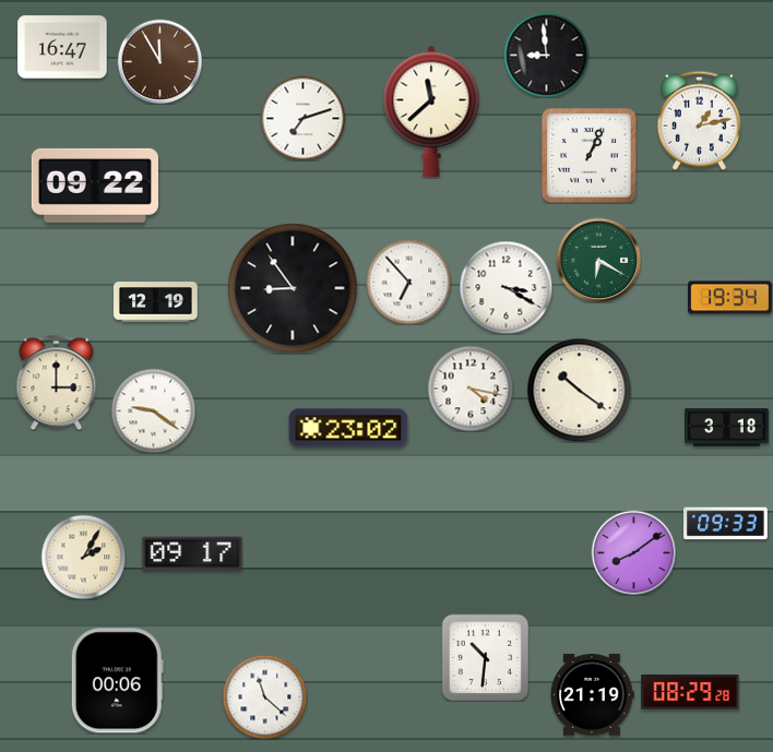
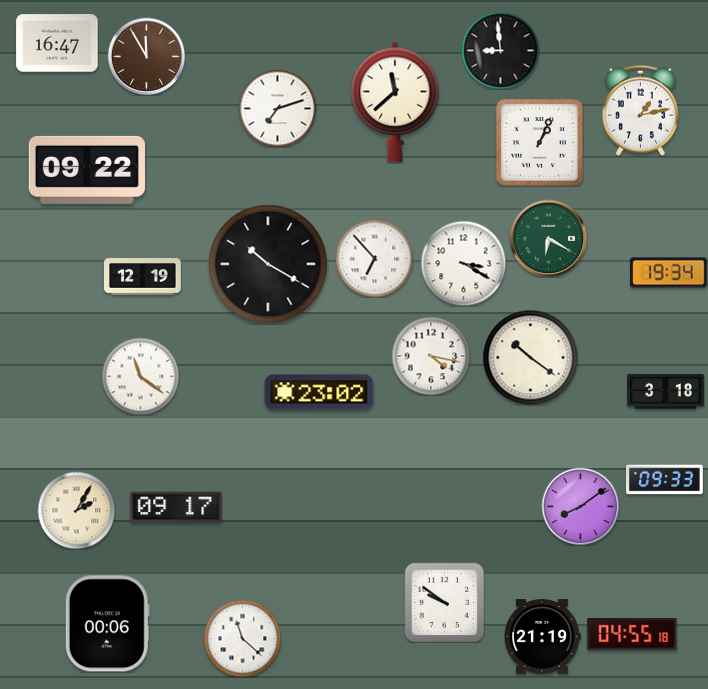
clock at (293, 288): 8:54 -> 10:20
clock at (57, 382): 3:00 -> none
clock at (153, 410): 9:21 -> 11:21
clock at (485, 657): 10:31 -> 9:51
clock at (690, 693): 08:29 -> 04:55
